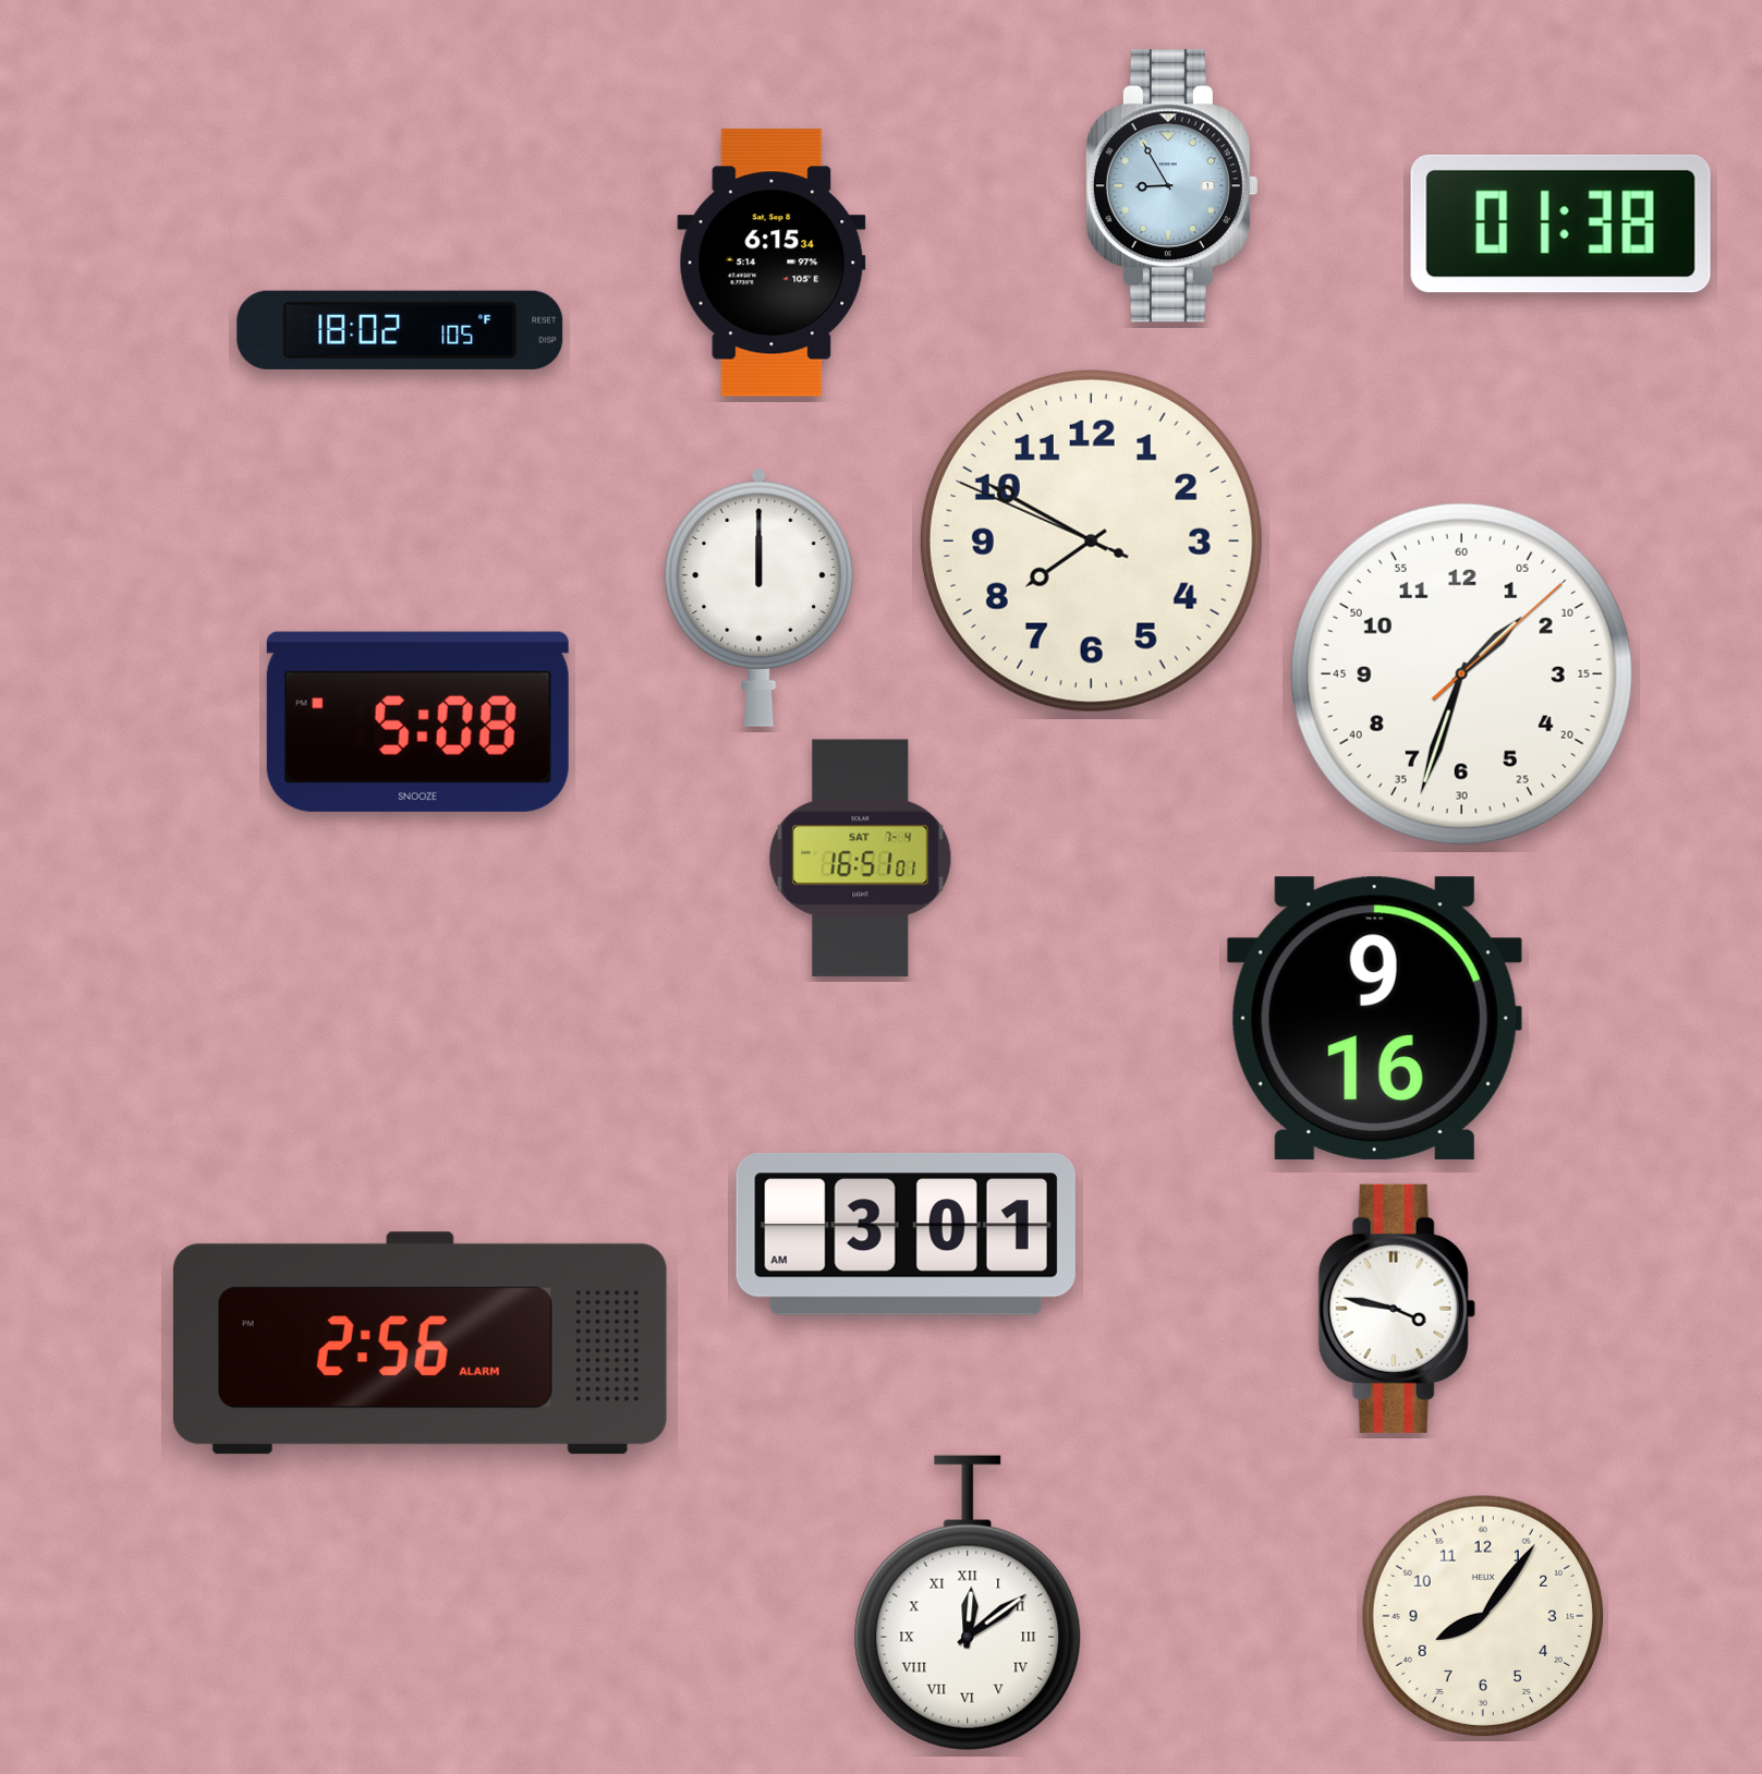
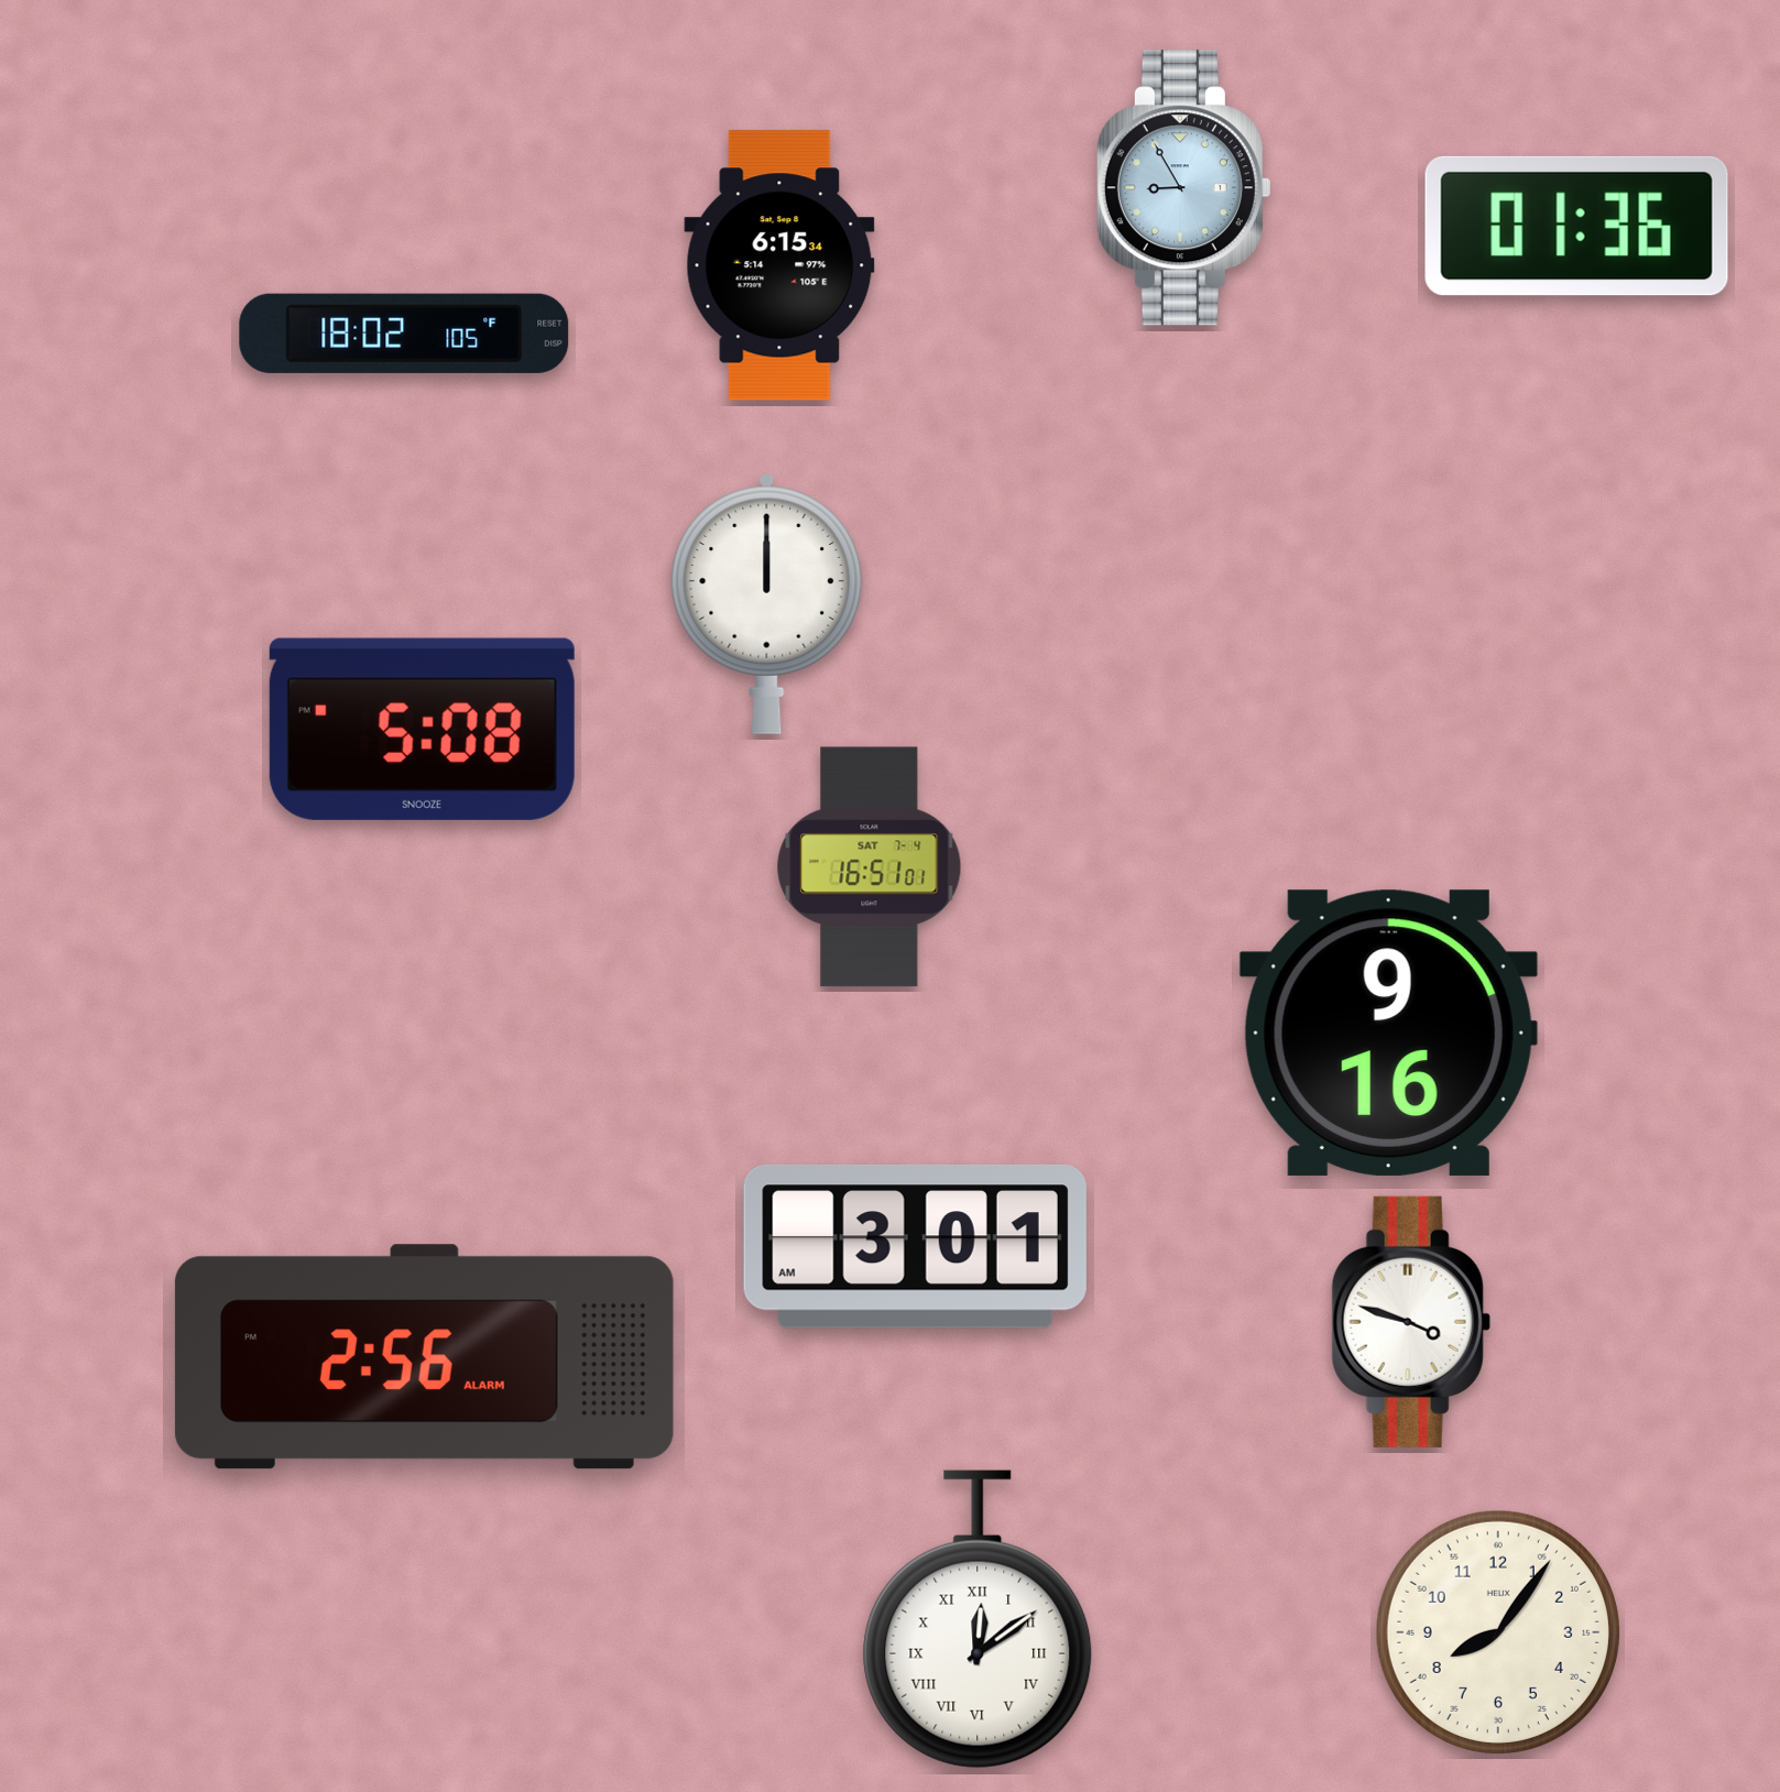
clock at (1560, 223): 01:38 -> 01:36
clock at (1091, 540): 7:49 -> none
clock at (1461, 673): 1:33 -> none
clock at (1374, 1018) position: (1374, 1018) -> (1388, 1032)
clock at (1397, 1309): 3:47 -> 3:48
